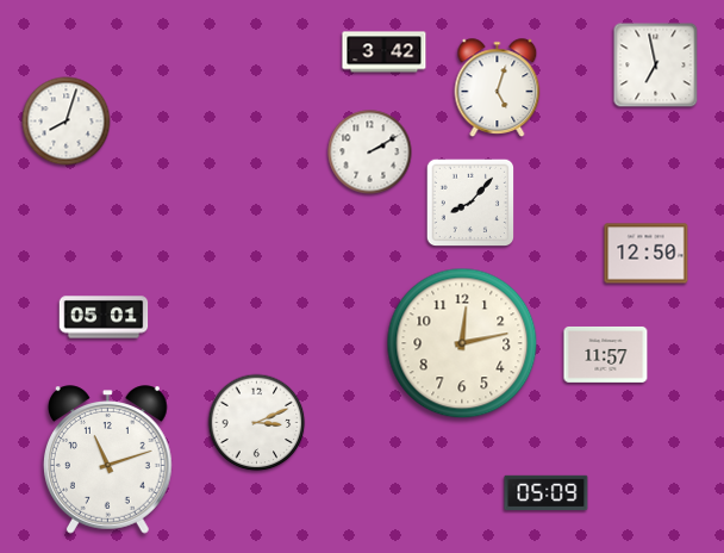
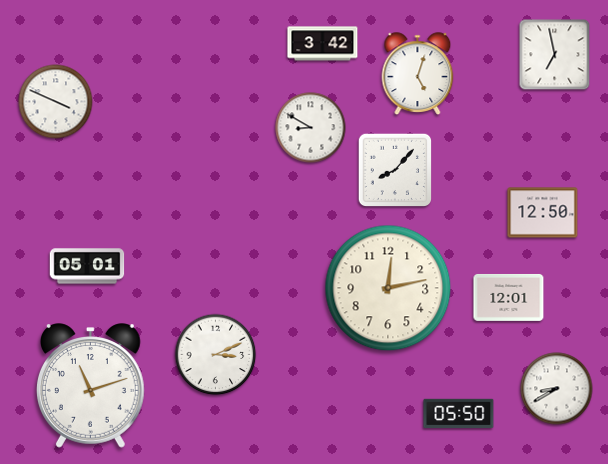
clock at (656, 66) position: (656, 66) -> (555, 55)
clock at (67, 122): 8:03 -> 3:49
clock at (370, 153): 2:10 -> 8:50
clock at (606, 354): 11:57 -> 12:01
clock at (557, 389): none -> 8:40
clock at (547, 493): 05:09 -> 05:50
